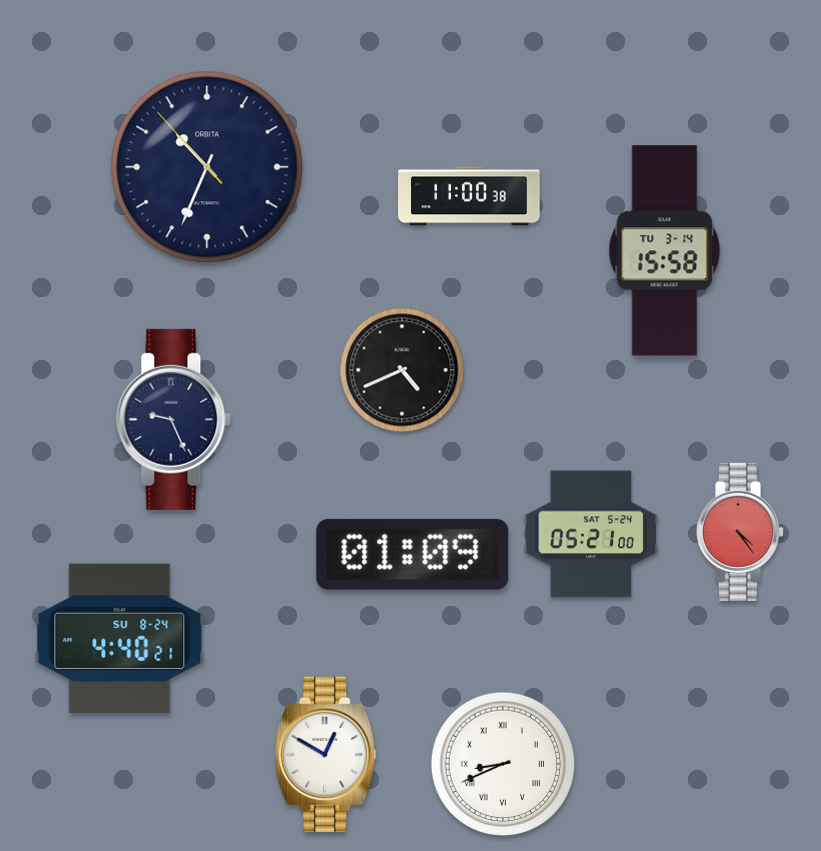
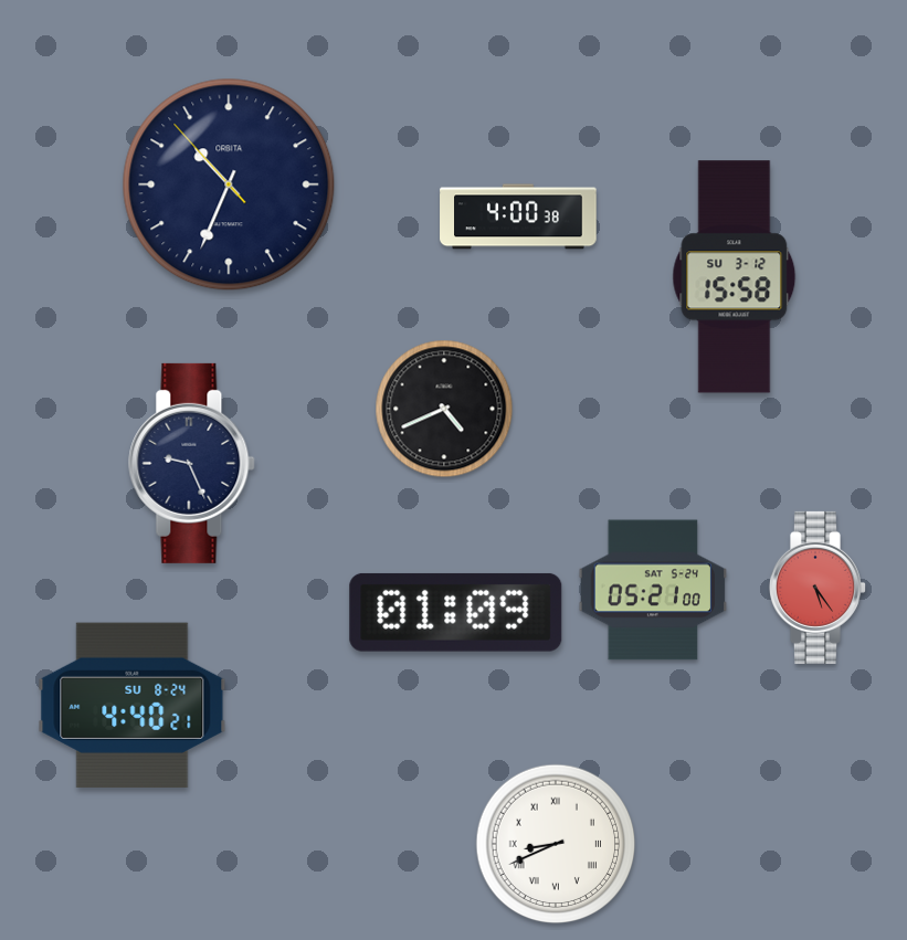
clock at (469, 196): 11:00 -> 4:00
clock at (665, 251) date: TU 3-14 -> SU 3-12
clock at (739, 532): 4:24 -> 5:24
clock at (326, 755): 12:50 -> none
